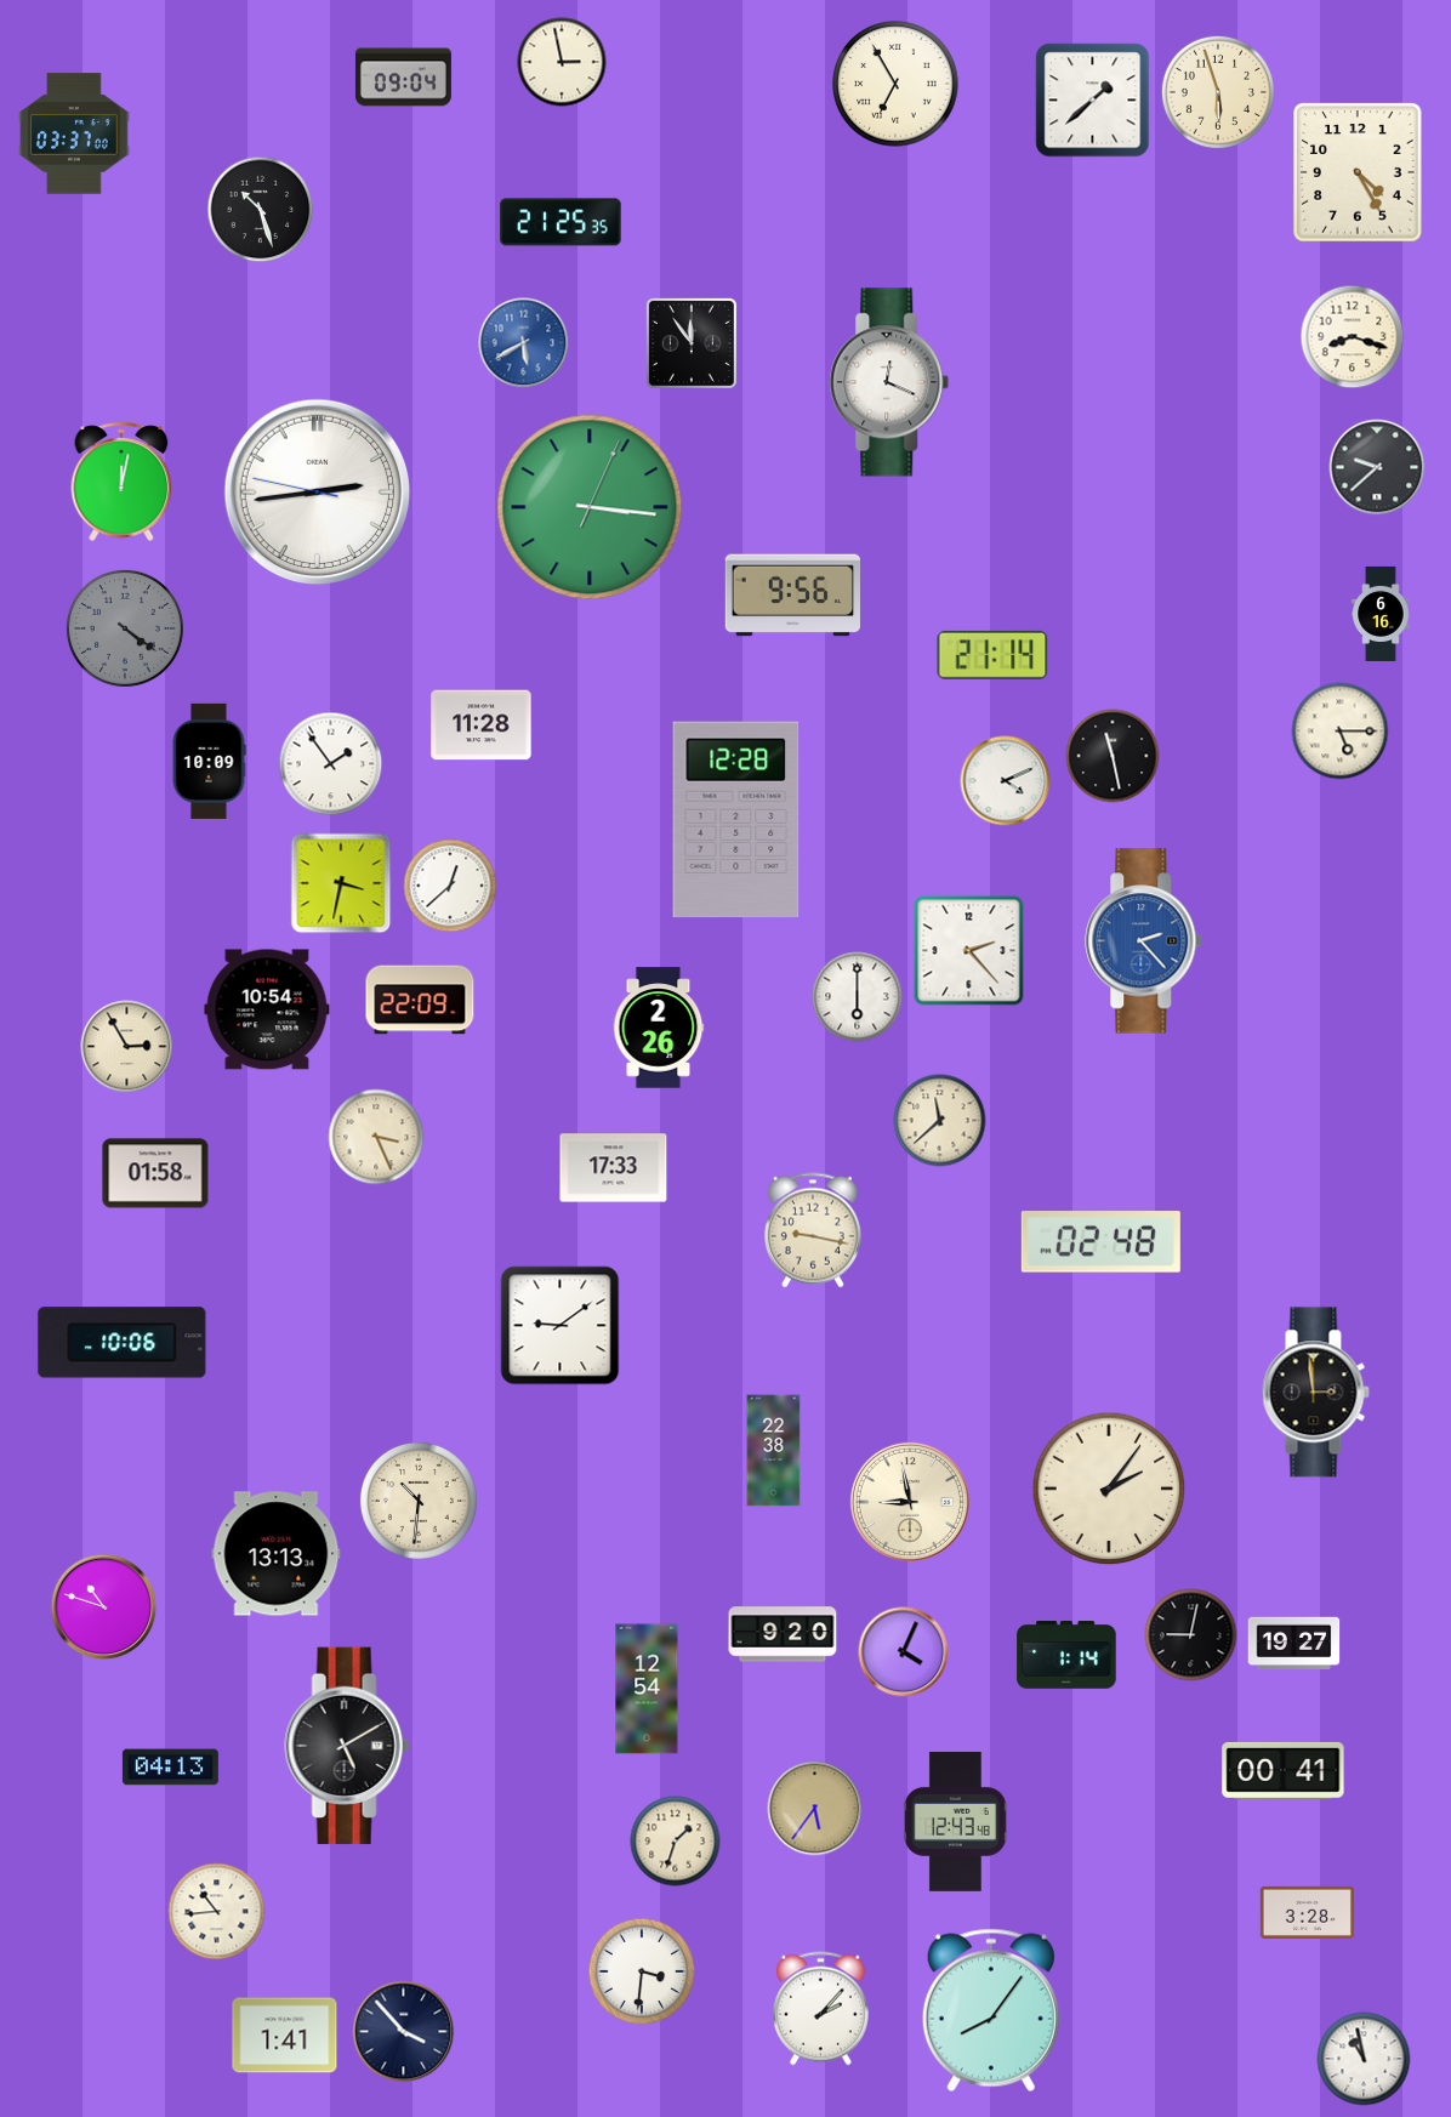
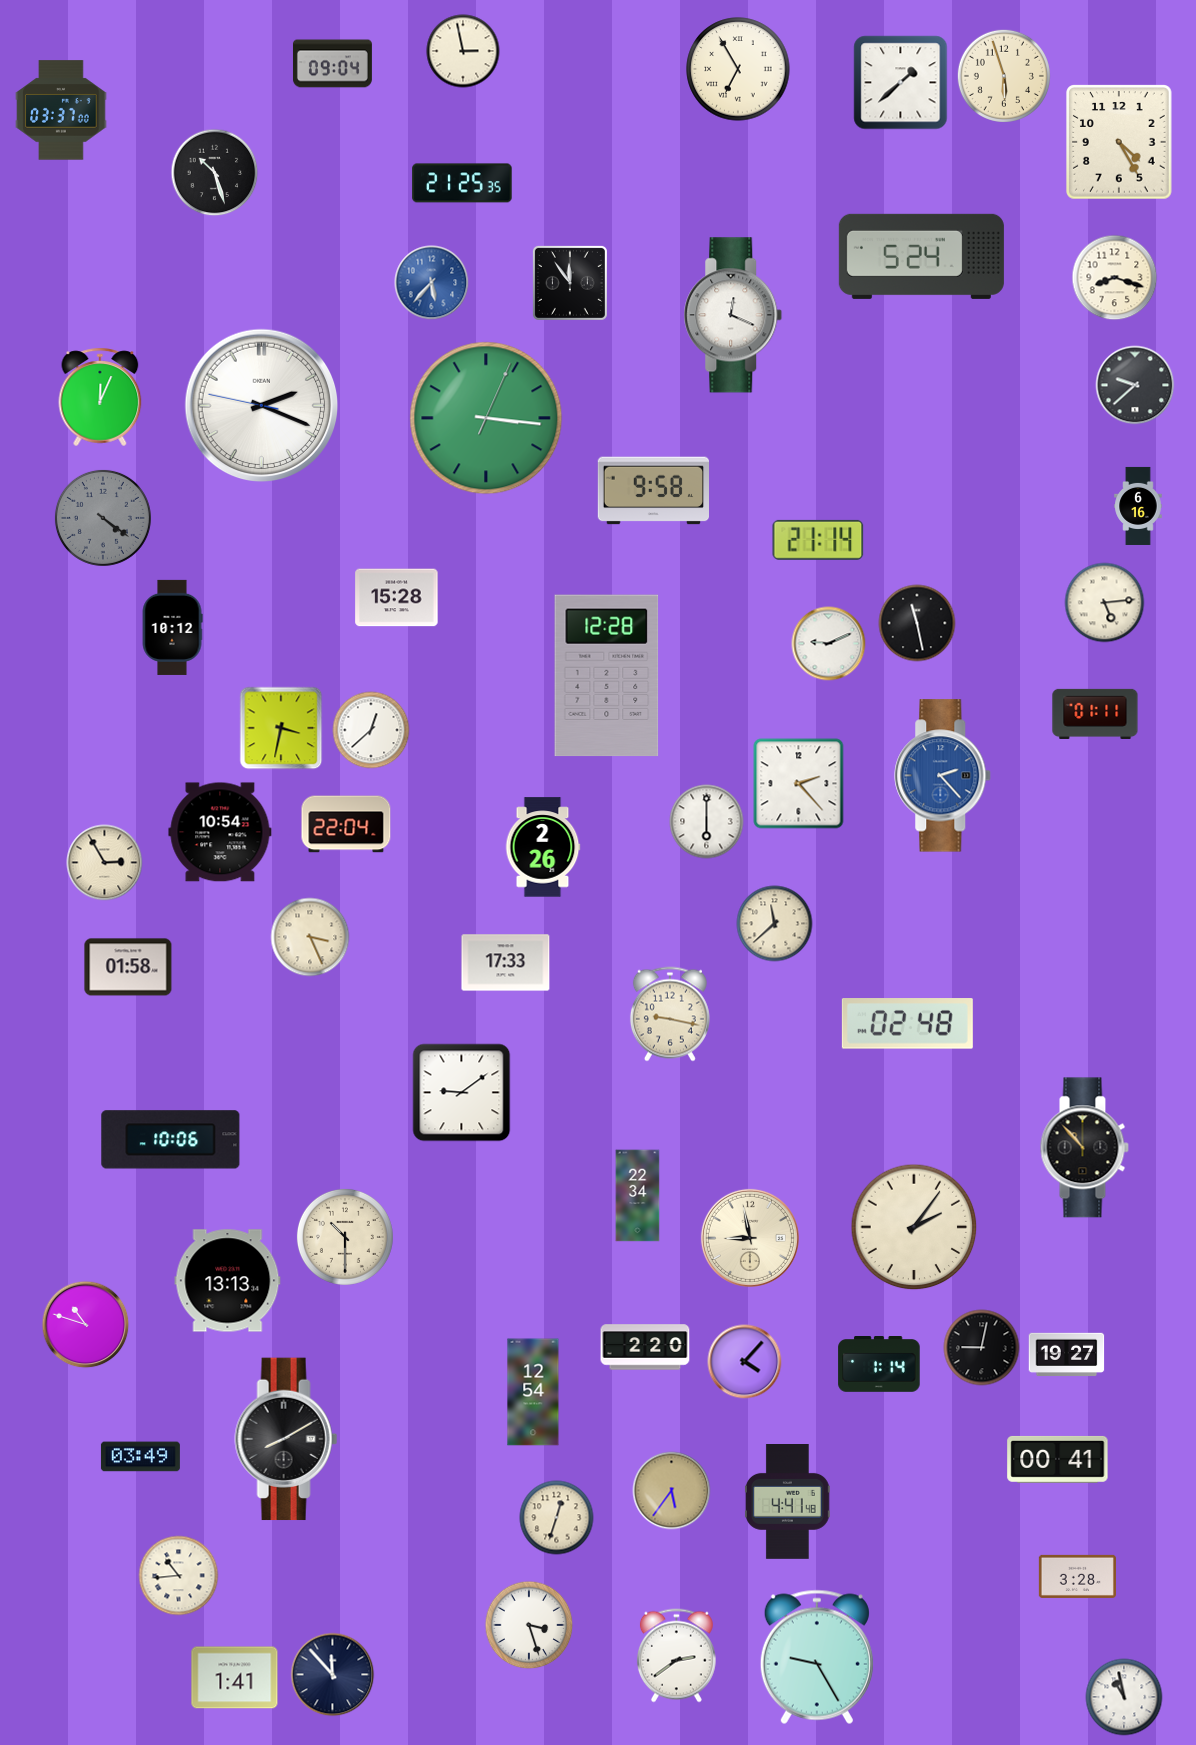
clock at (921, 256): none -> 5:24
clock at (524, 343): 5:40 -> 5:37
clock at (121, 482): 12:02 -> 12:04
clock at (318, 493): 2:43 -> 2:18
clock at (792, 596): 9:56 -> 9:58
clock at (482, 725): 11:28 -> 15:28
clock at (1341, 732): 5:15 -> 5:14
clock at (209, 761): 10:09 -> 10:12
clock at (331, 764): 1:54 -> none
clock at (1006, 781): 4:11 -> 9:11
clock at (1095, 714): none -> 01:11
clock at (420, 1000): 22:09 -> 22:04
clock at (123, 1343) position: (123, 1343) -> (171, 1140)
clock at (1315, 1393): 2:59 -> 10:53
clock at (774, 1451): 22:38 -> 22:34
clock at (419, 1501): 10:31 -> 10:30
clock at (783, 1634): 9:20 -> 2:20
clock at (904, 1652): 4:04 -> 4:07
clock at (347, 1746): 5:10 -> 8:10
clock at (170, 1768): 04:13 -> 03:49
clock at (955, 1822): 12:43 -> 4:41
clock at (676, 1842): 1:33 -> 12:33
clock at (642, 1971): 3:31 -> 3:27
clock at (820, 2009): 2:07 -> 2:39
clock at (991, 2010): 8:06 -> 9:25
clock at (404, 2032): 3:53 -> 11:53
